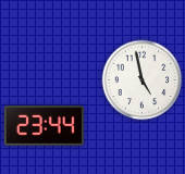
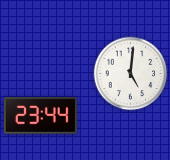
clock at (143, 80): 4:58 -> 5:01
